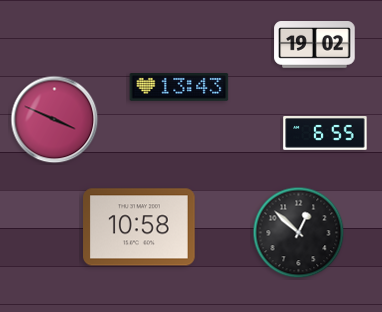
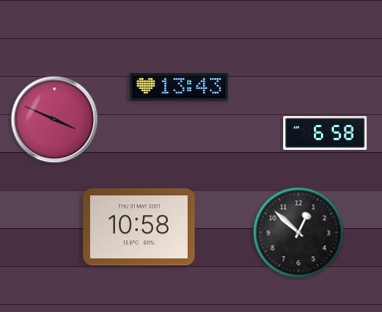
clock at (315, 45): 19:02 -> none
clock at (325, 134): 6:55 -> 6:58
